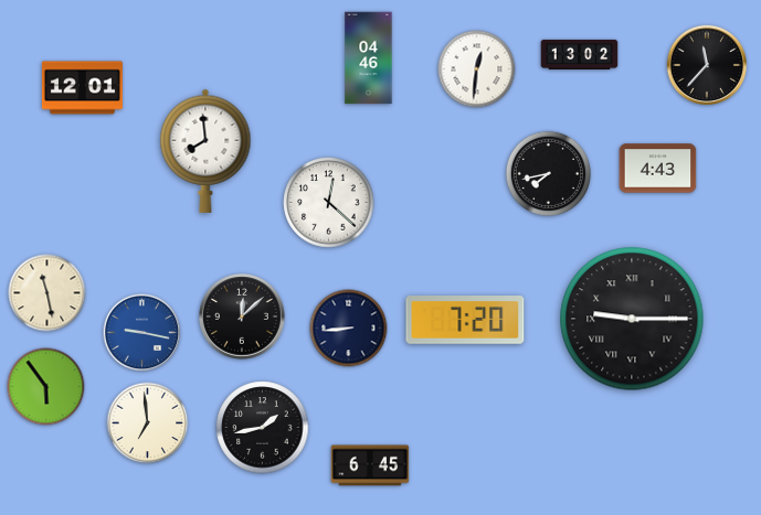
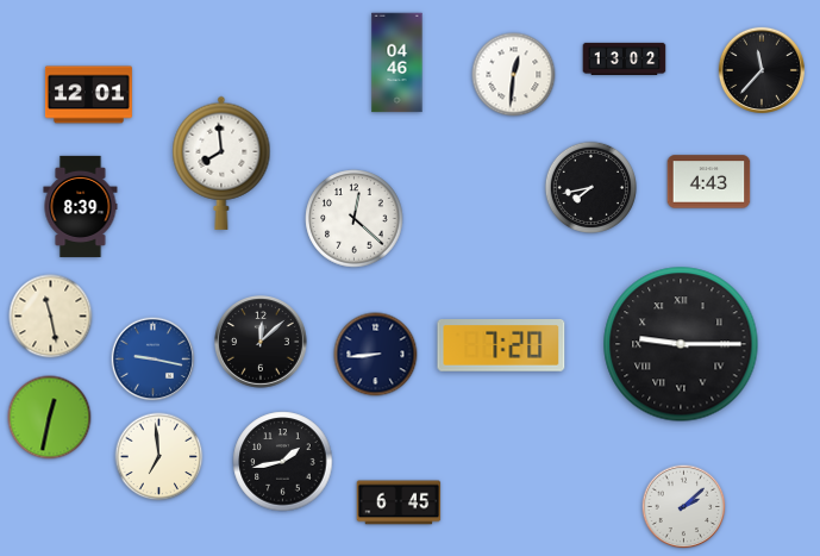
clock at (81, 206): none -> 8:39
clock at (46, 387): 5:54 -> 12:32
clock at (684, 507): none -> 2:08
